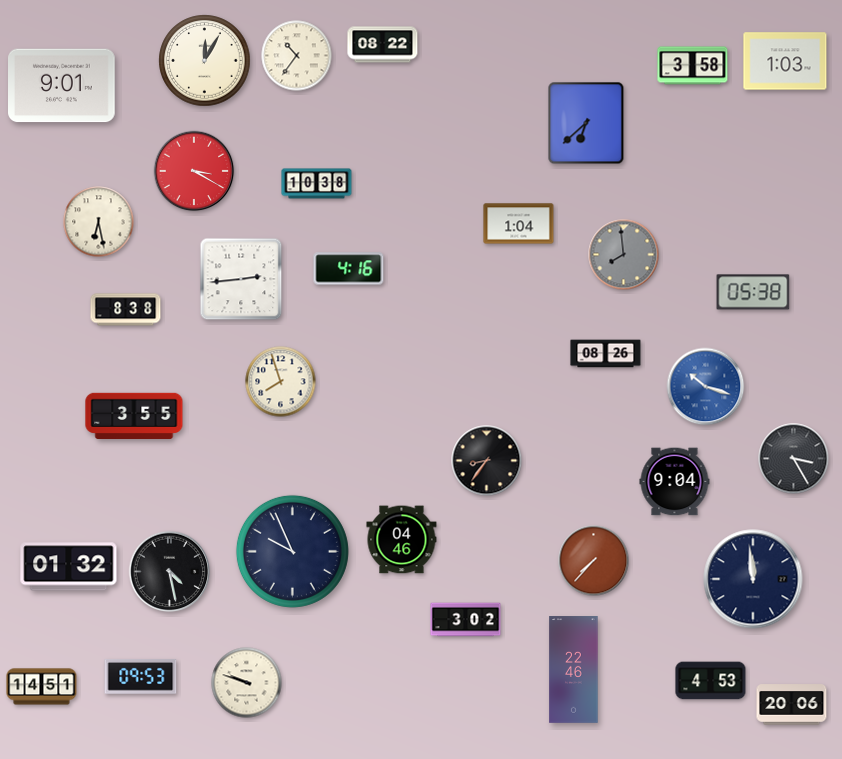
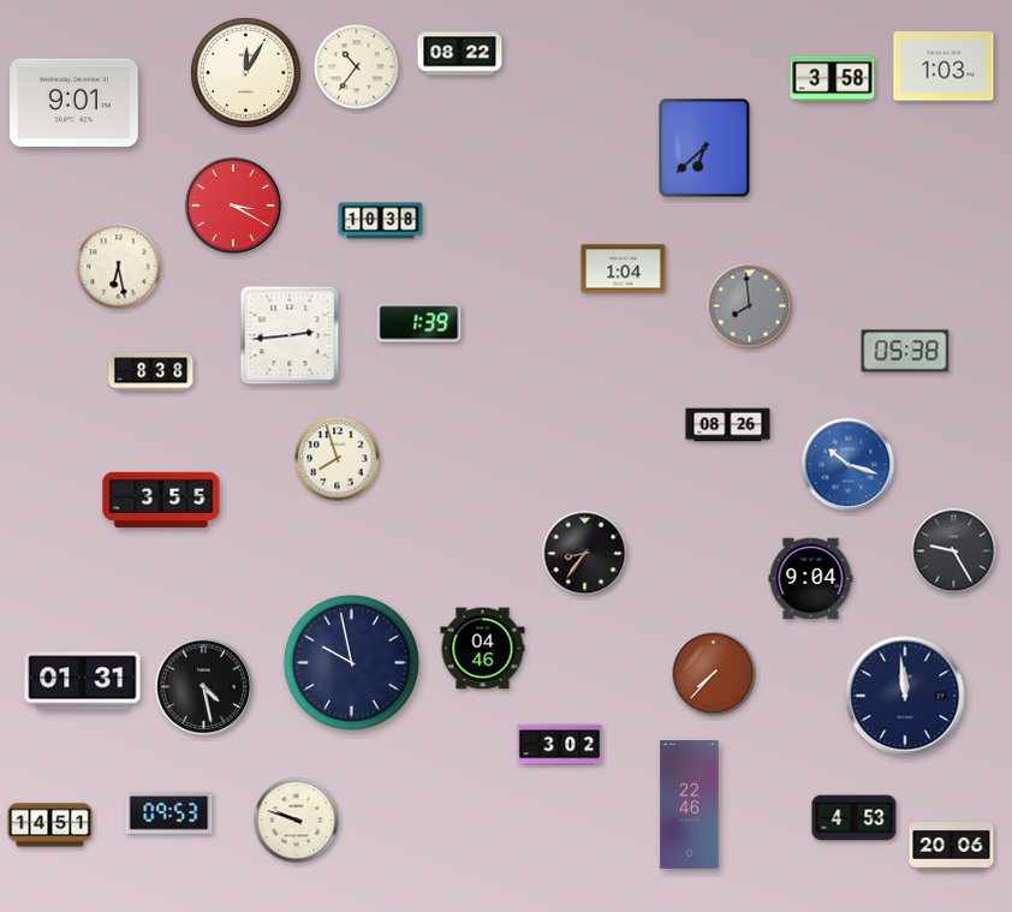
clock at (785, 61) position: (785, 61) -> (943, 66)
clock at (349, 269): 4:16 -> 1:39
clock at (794, 459): 3:25 -> 9:25
clock at (292, 551): 9:56 -> 9:58
clock at (69, 567): 01:32 -> 01:31
